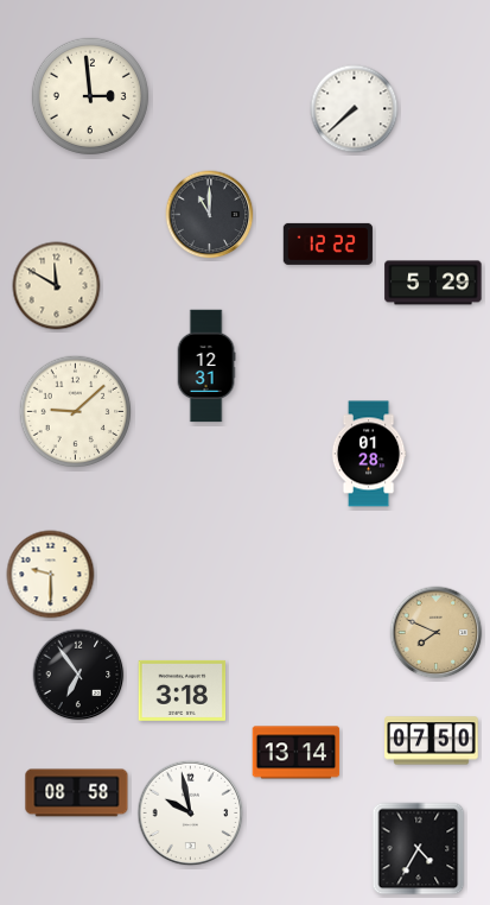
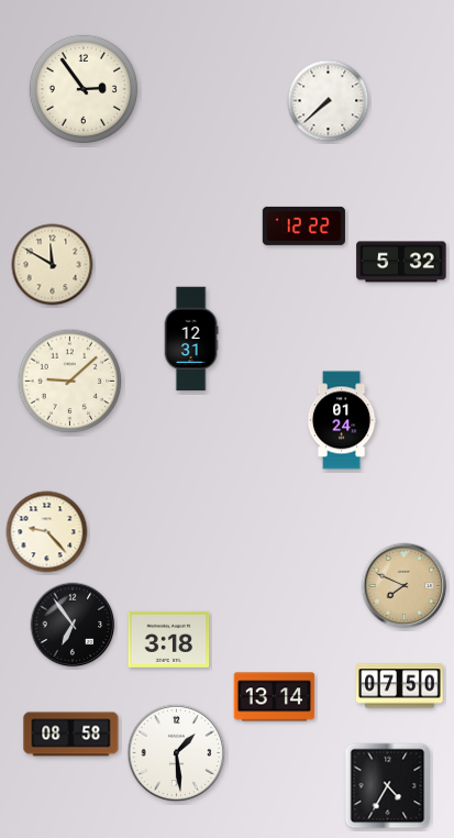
clock at (90, 96): 2:59 -> 2:54
clock at (210, 215): 11:00 -> none
clock at (433, 283): 5:29 -> 5:32
clock at (369, 454): 01:28 -> 01:24
clock at (51, 575): 9:30 -> 9:23
clock at (191, 814): 9:58 -> 1:29
